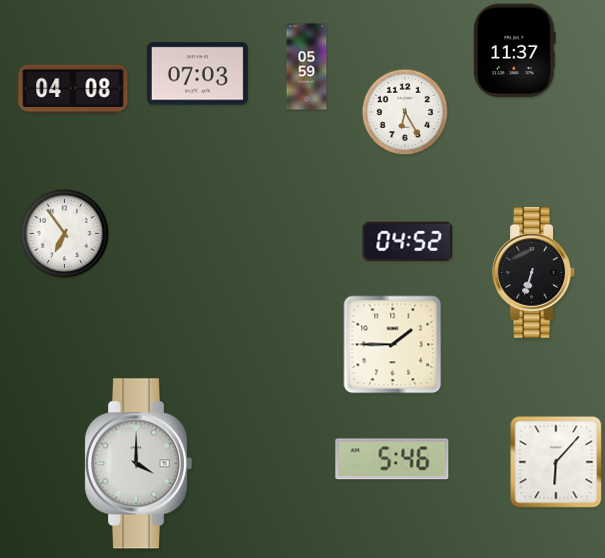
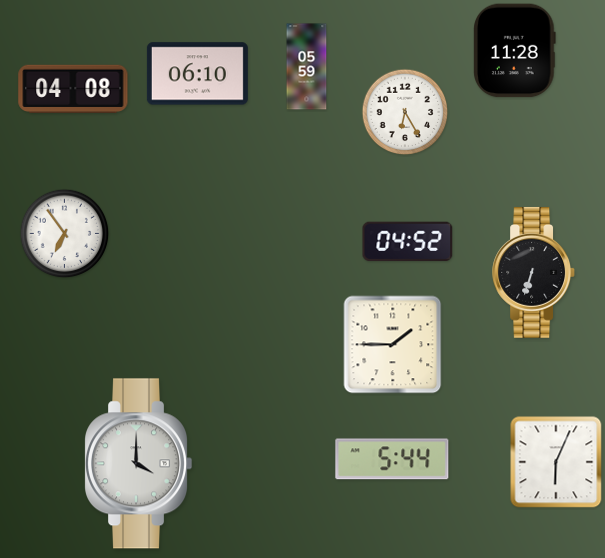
clock at (515, 51): 11:37 -> 11:28
clock at (197, 74): 07:03 -> 06:10
clock at (392, 459): 5:46 -> 5:44
clock at (556, 462): 6:07 -> 6:04
